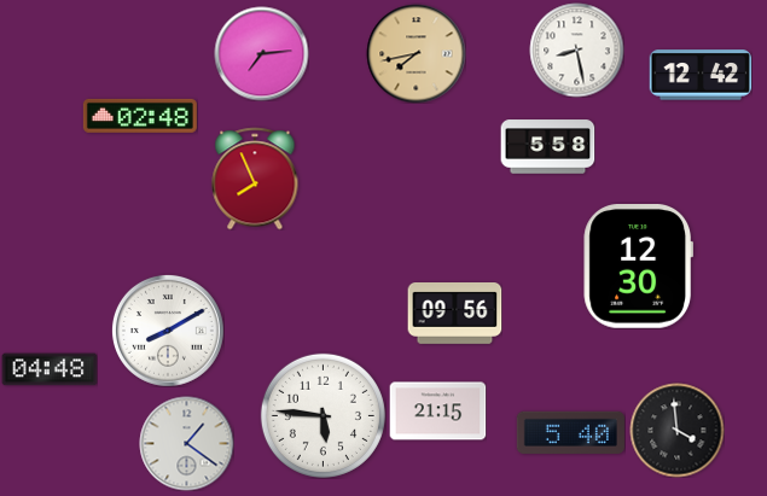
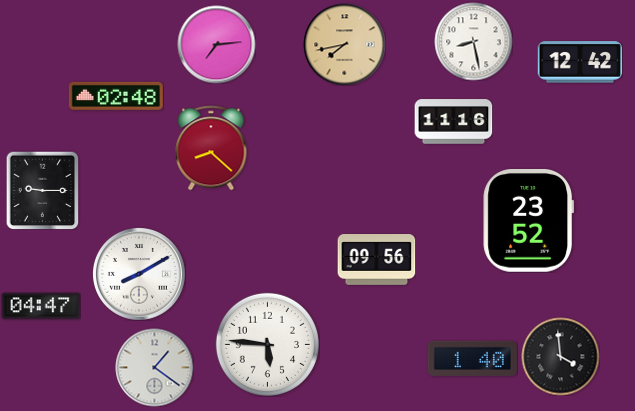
clock at (576, 49) position: (576, 49) -> (473, 41)
clock at (547, 147): 5:58 -> 11:16
clock at (255, 179): 7:56 -> 8:22
clock at (43, 190): none -> 9:15
clock at (638, 267): 12:30 -> 23:52
clock at (50, 369): 04:48 -> 04:47
clock at (437, 412): 21:15 -> none
clock at (570, 432): 5:40 -> 1:40
